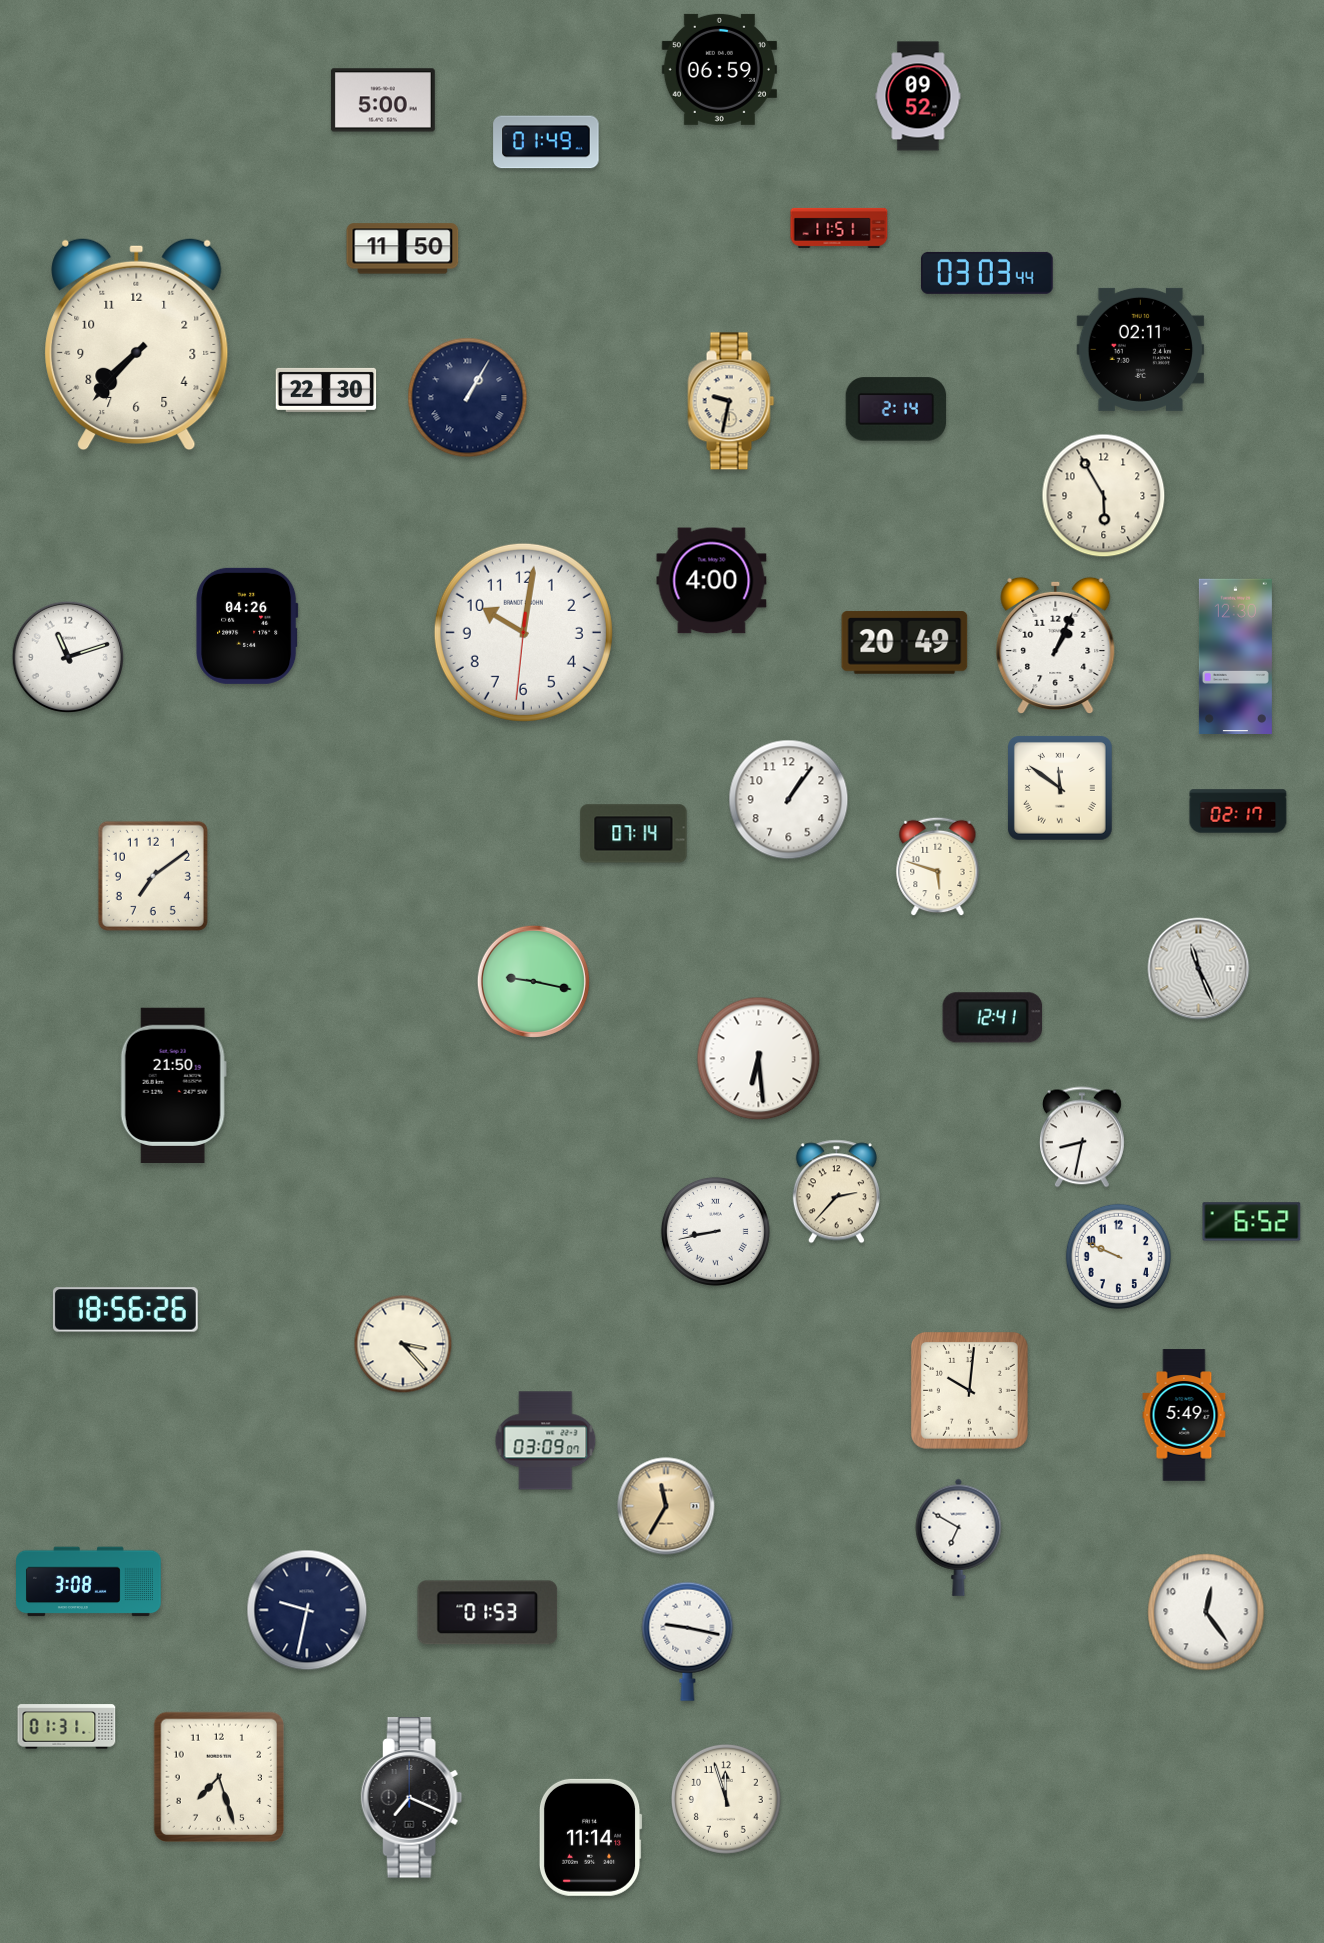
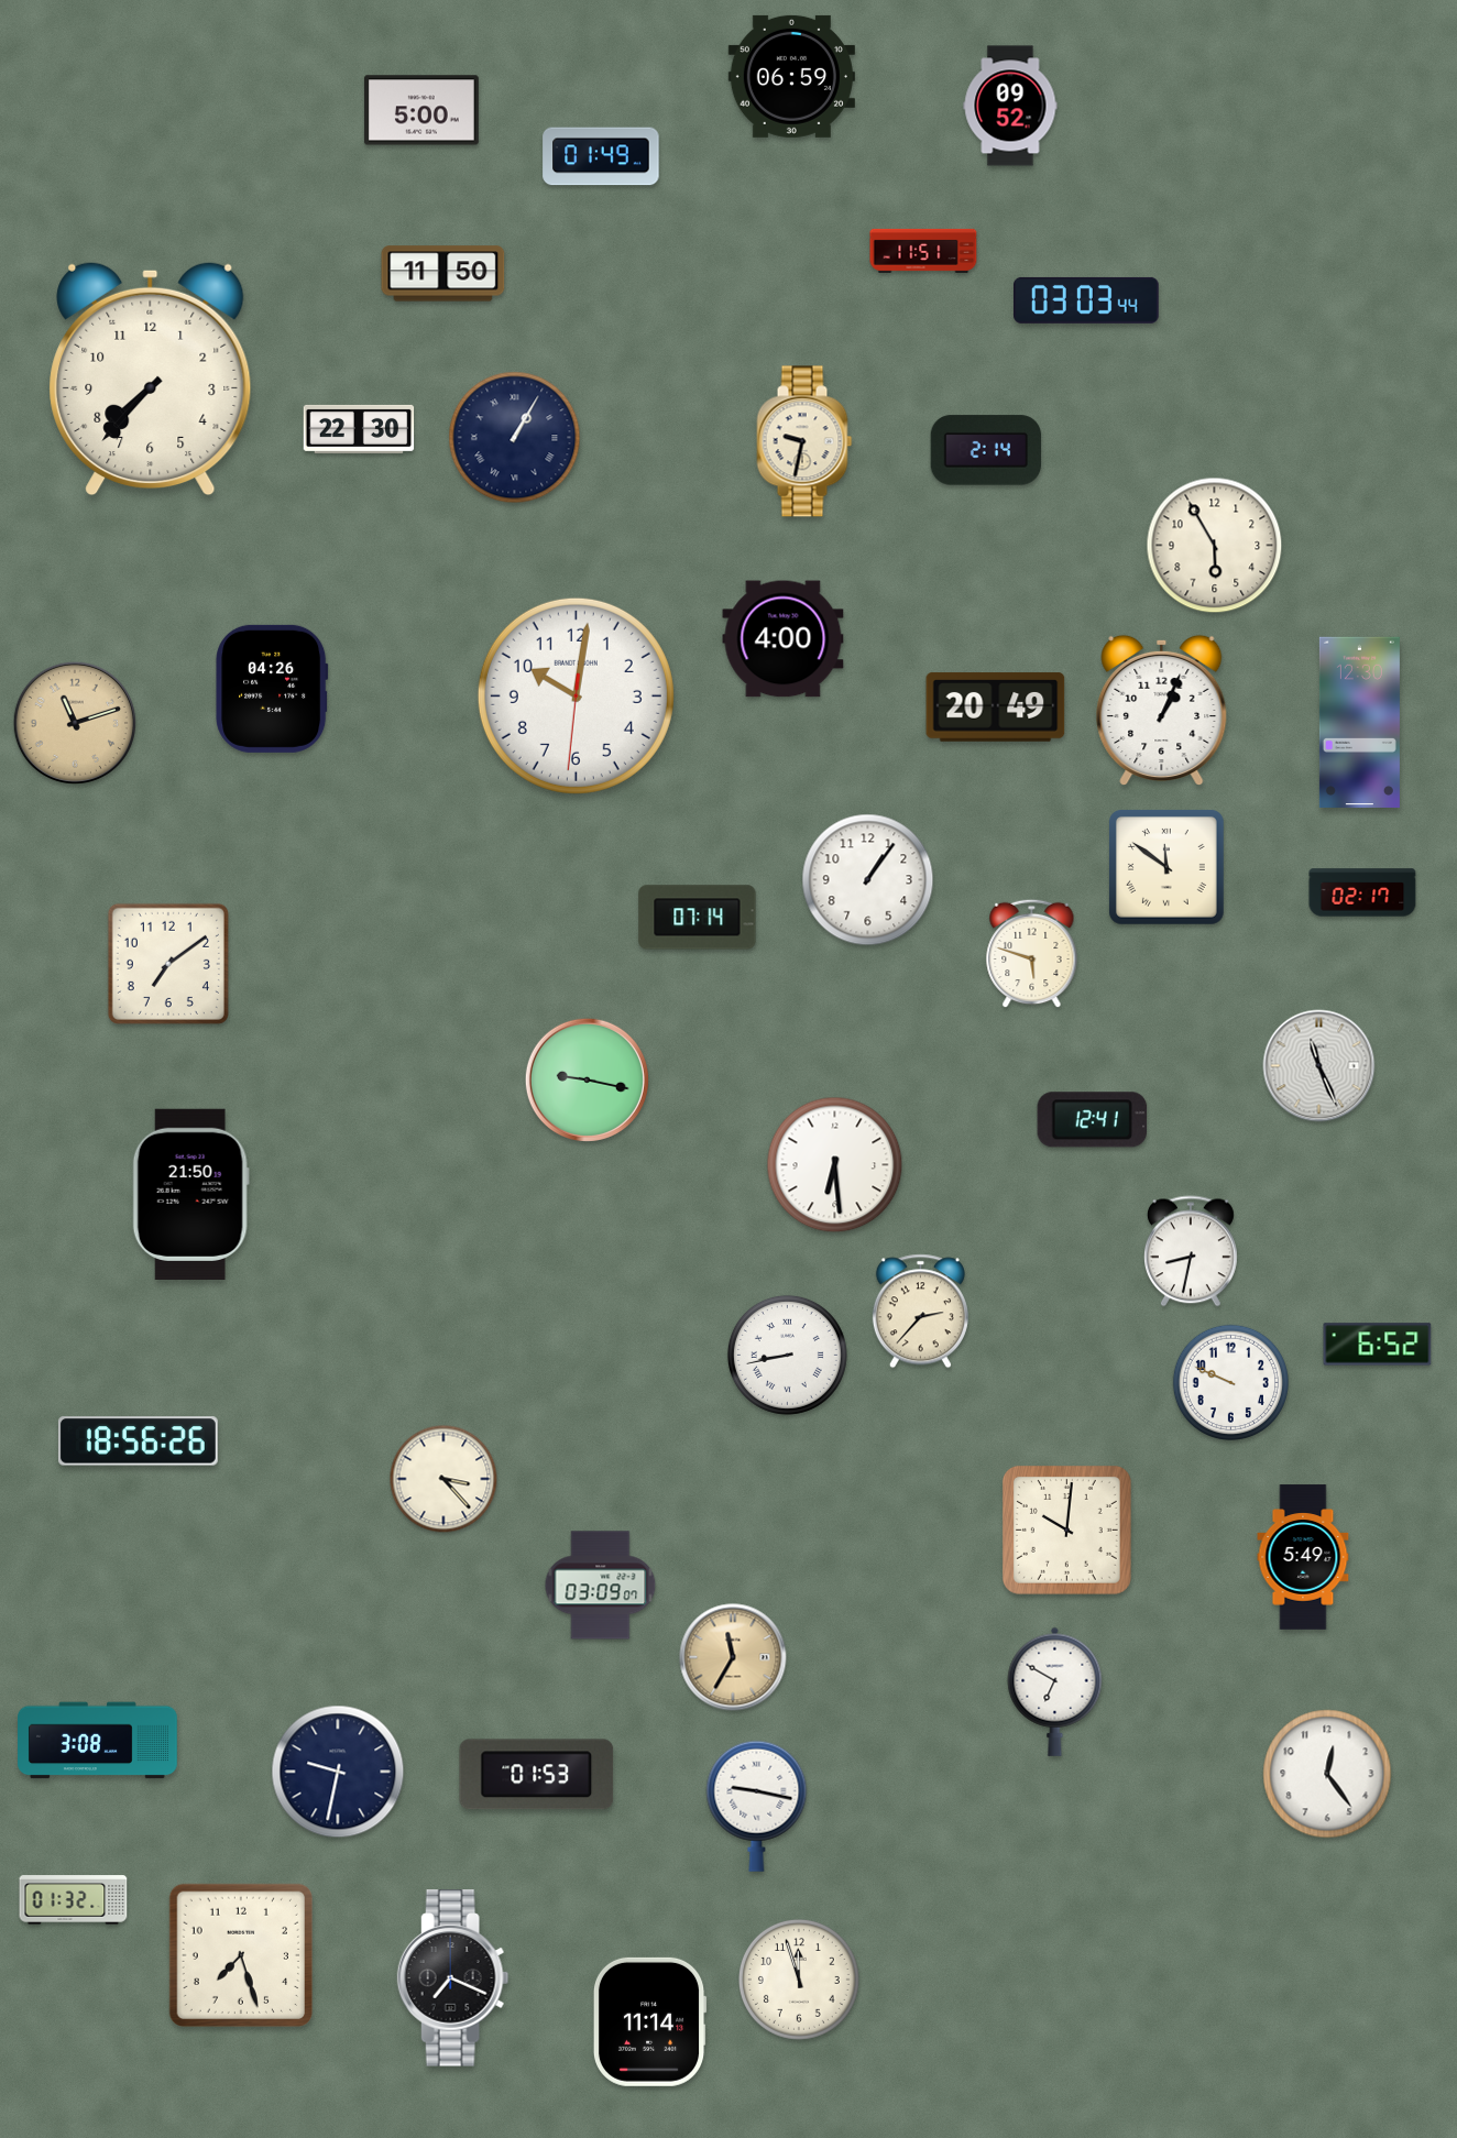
clock at (1141, 349): 02:11 -> none
clock at (68, 657) dial: white -> champagne
clock at (67, 1727): 01:31 -> 01:32
